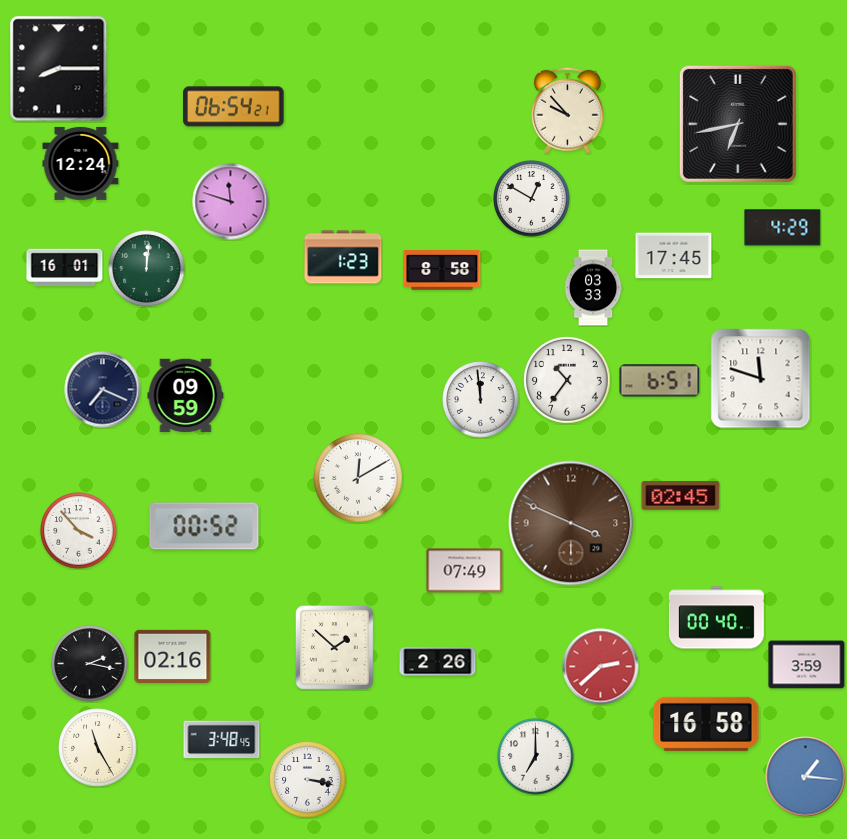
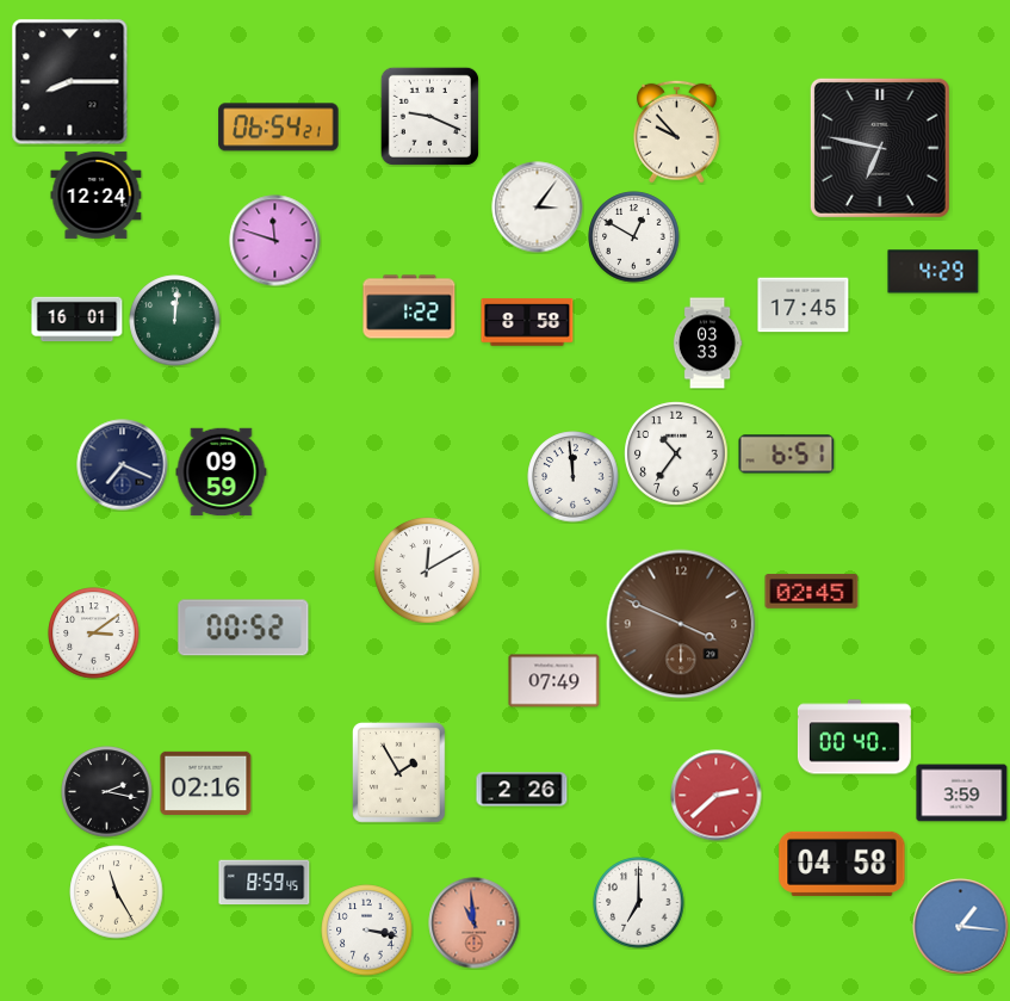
clock at (429, 116): none -> 9:19
clock at (738, 124): 6:43 -> 6:47
clock at (538, 208): none -> 3:06
clock at (343, 257): 1:23 -> 1:22
clock at (761, 379): 11:48 -> none
clock at (79, 531): 3:53 -> 3:09
clock at (335, 648): 1:52 -> 1:55
clock at (706, 724): 16:58 -> 04:58
clock at (222, 740): 3:48 -> 8:59
clock at (475, 923): none -> 10:59
